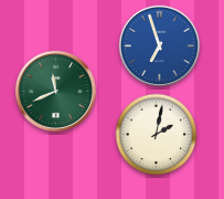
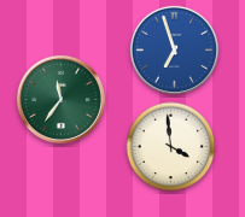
clock at (55, 91): 11:41 -> 11:36
clock at (157, 135): 2:02 -> 3:59
